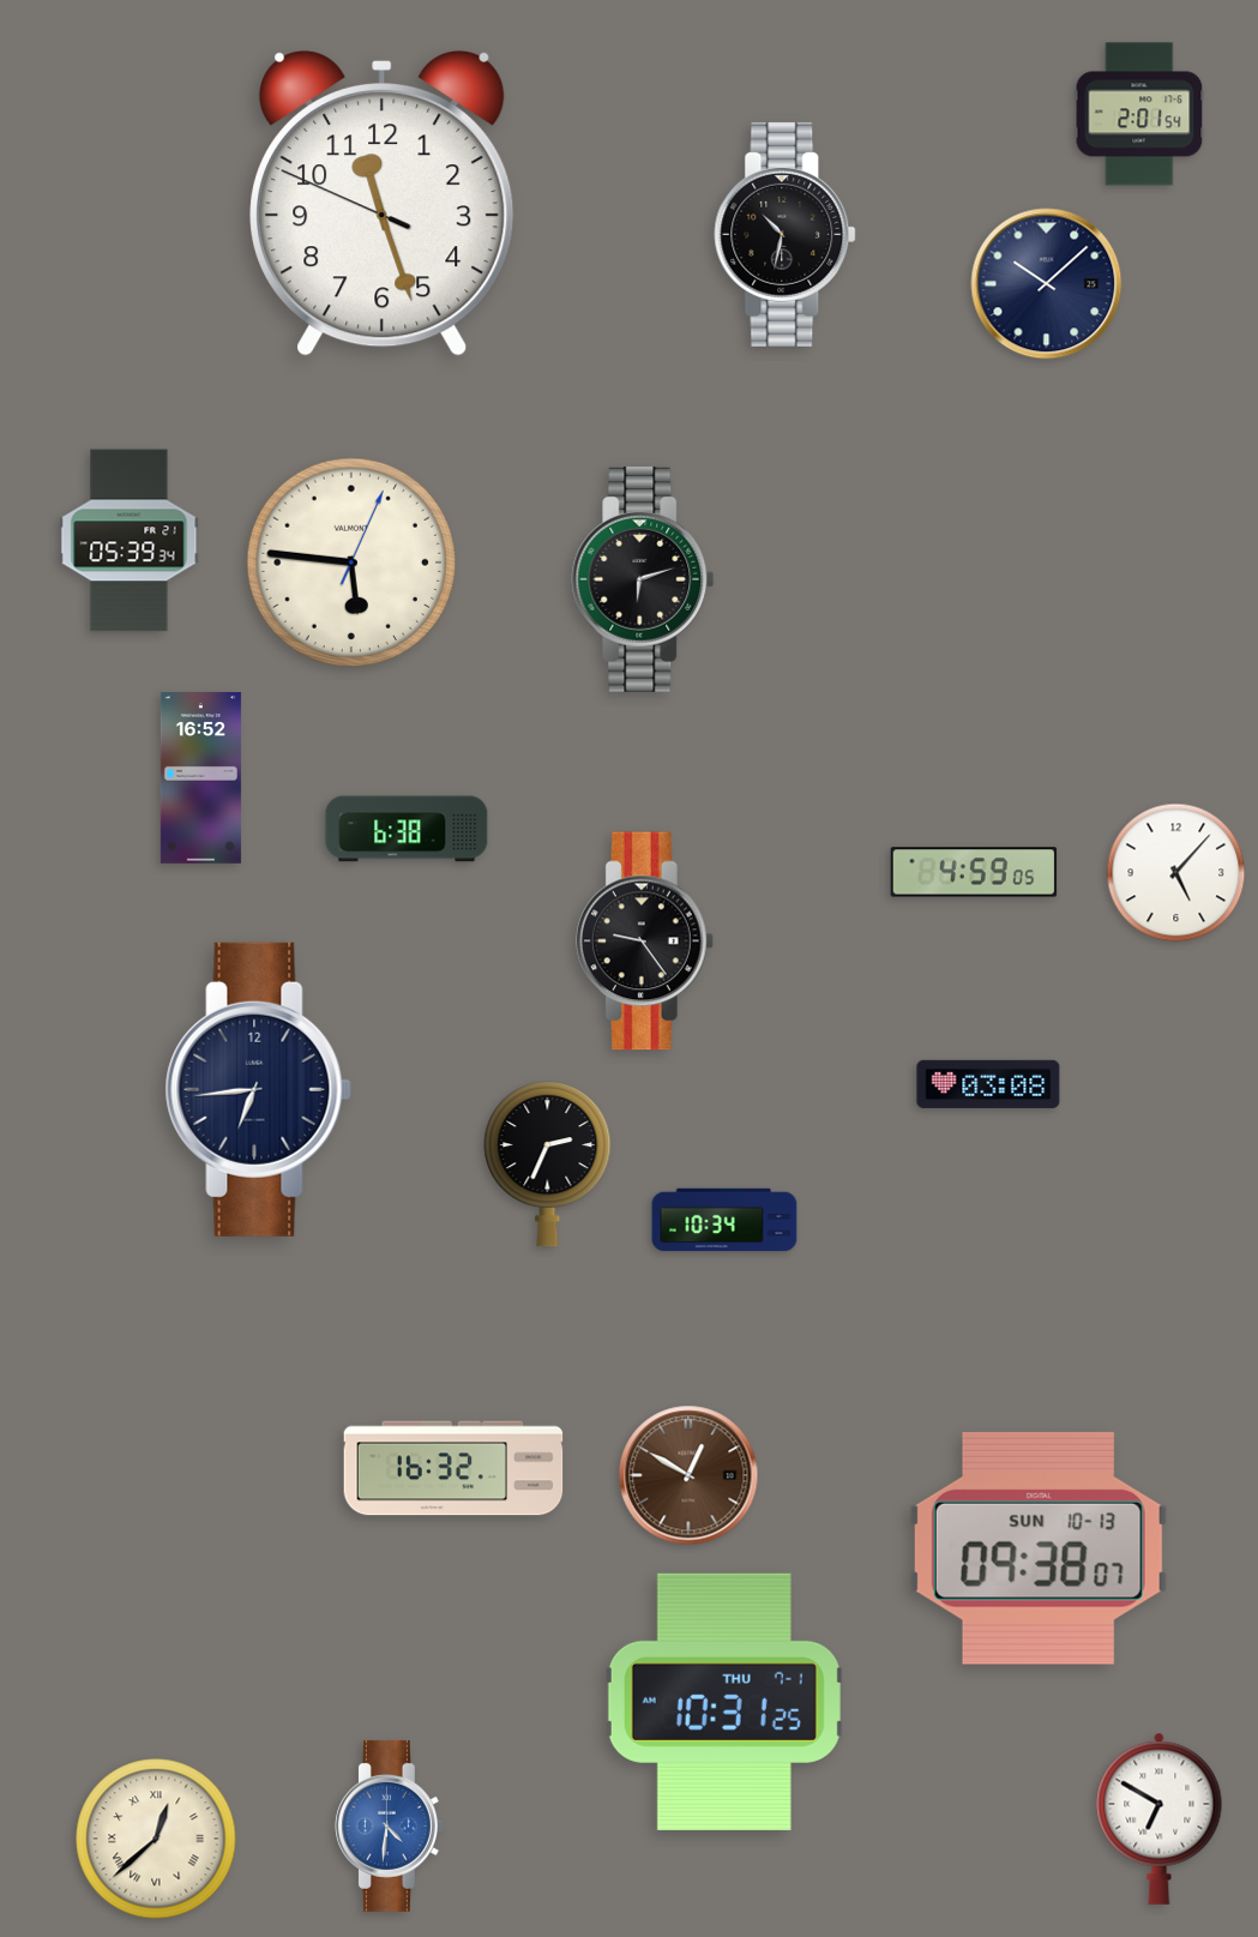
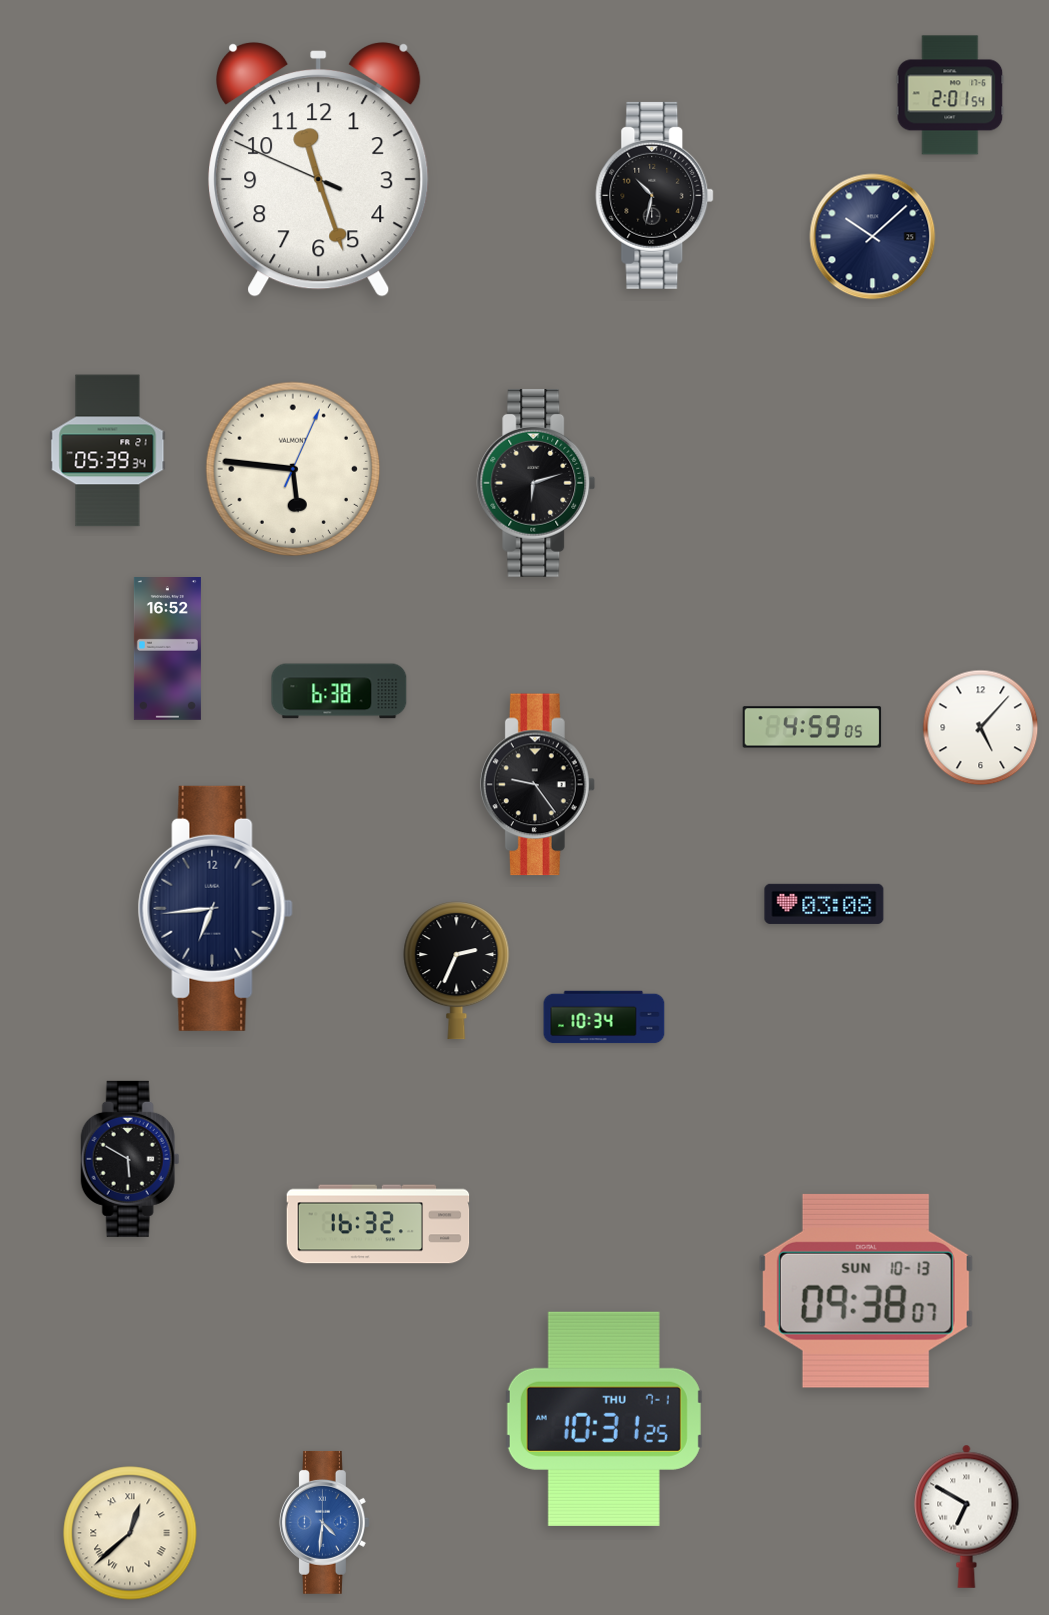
clock at (130, 1159): none -> 5:50
clock at (688, 1475): 12:50 -> none
